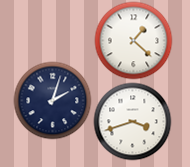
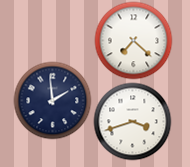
clock at (133, 40): 1:22 -> 7:22
clock at (52, 100): 2:03 -> 1:59
